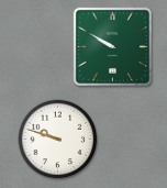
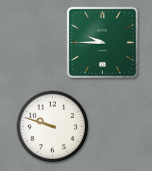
clock at (112, 46): 9:50 -> 9:45
